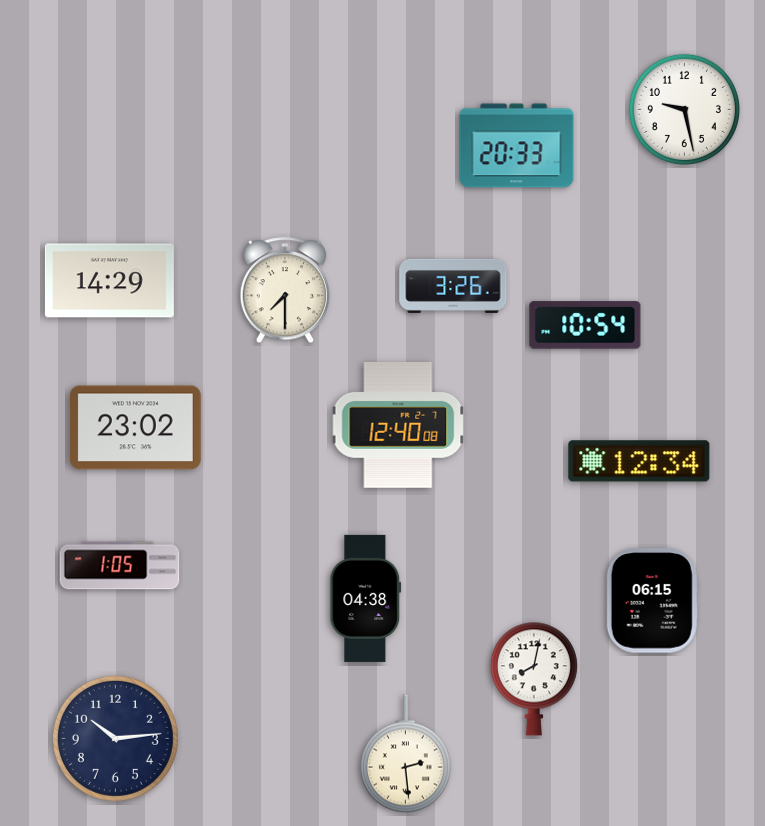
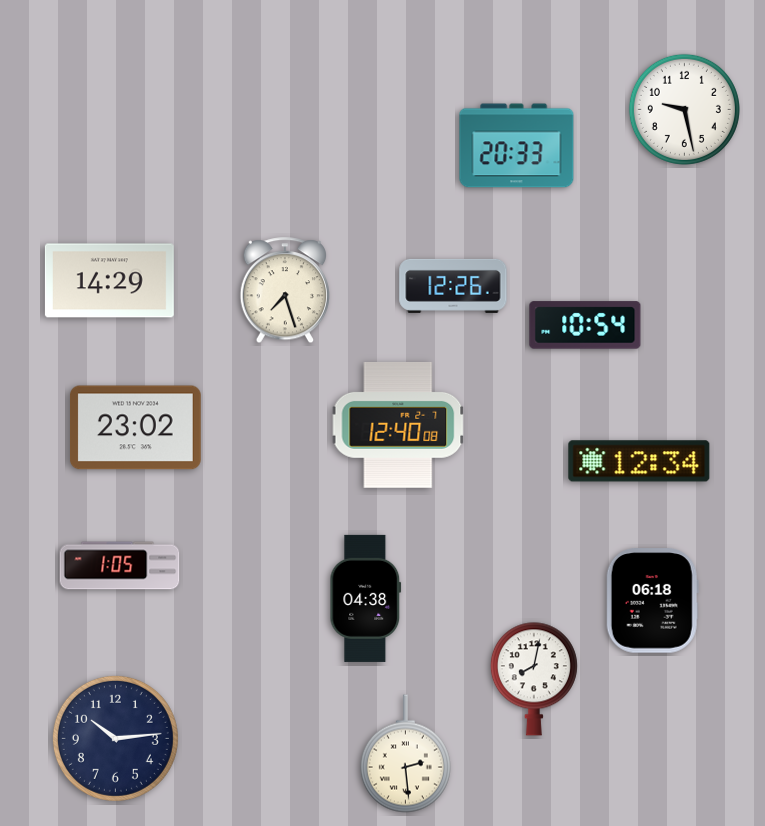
clock at (453, 286): 3:26 -> 12:26
clock at (284, 291): 7:30 -> 7:27
clock at (652, 601): 06:15 -> 06:18
